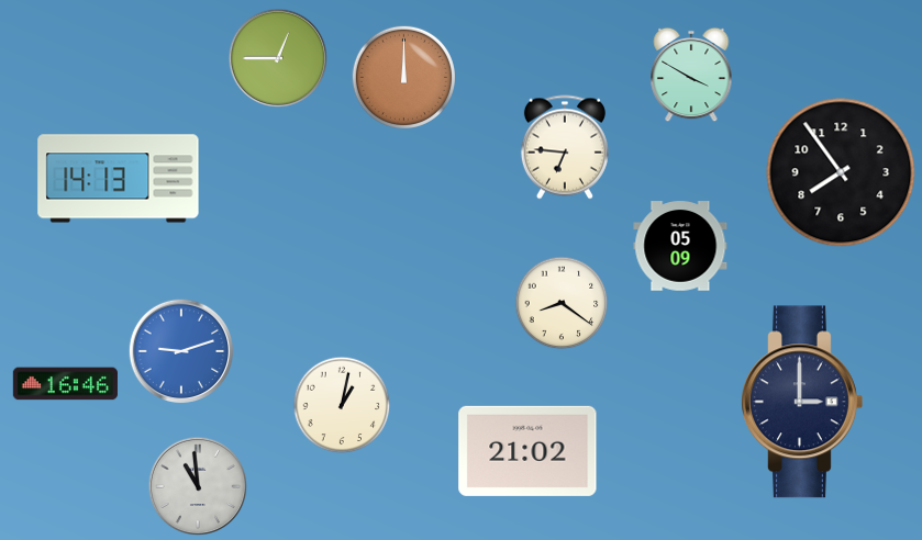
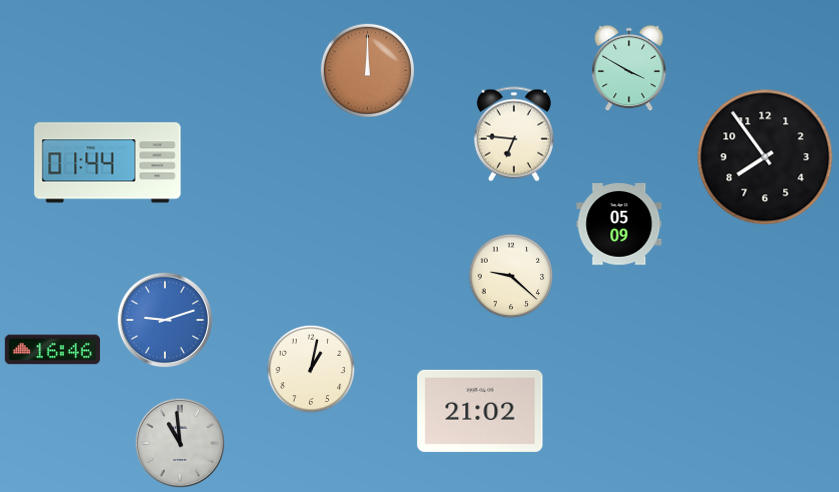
clock at (278, 58): 12:45 -> none
clock at (119, 179): 14:13 -> 01:44
clock at (562, 303): 8:21 -> 9:22
clock at (65, 384) position: (65, 384) -> (52, 350)
clock at (802, 402): 3:00 -> none
